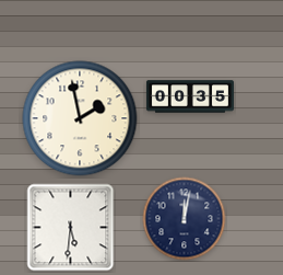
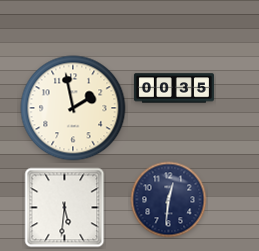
clock at (185, 219): 12:02 -> 12:31
